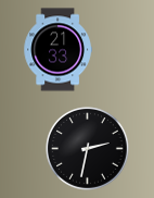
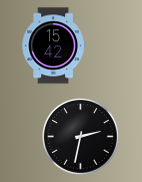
clock at (57, 50): 21:33 -> 15:42
